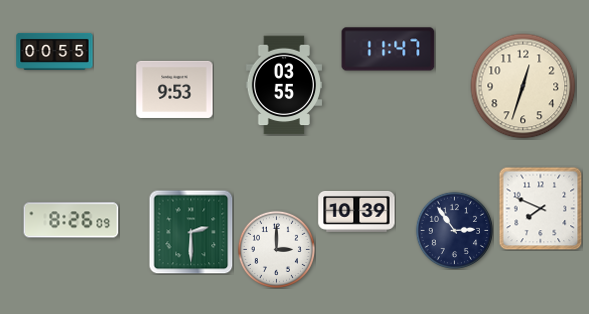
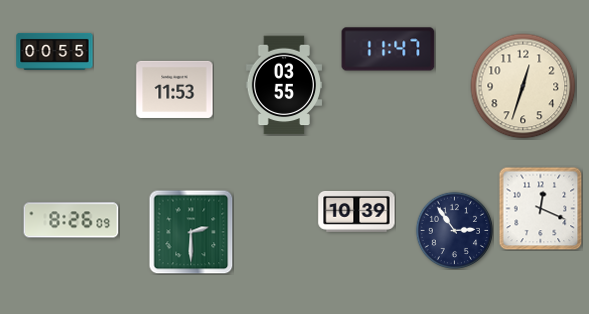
clock at (175, 89): 9:53 -> 11:53
clock at (540, 208): 7:49 -> 12:19
clock at (276, 249): 3:00 -> none
